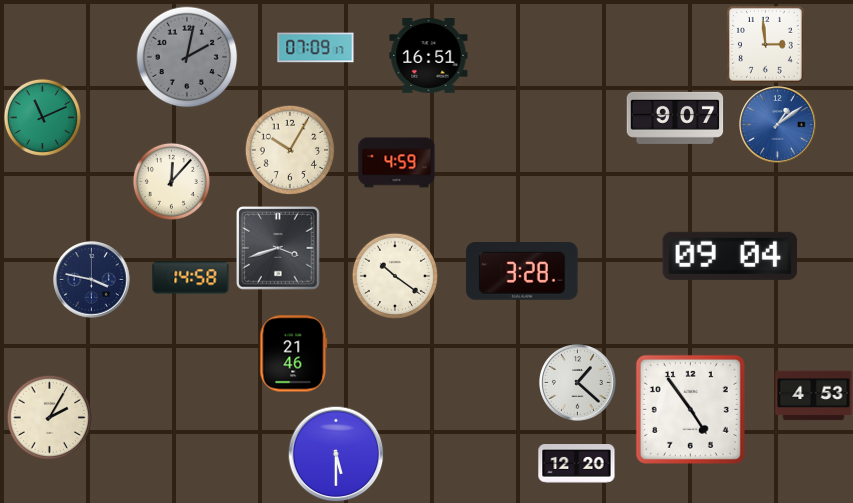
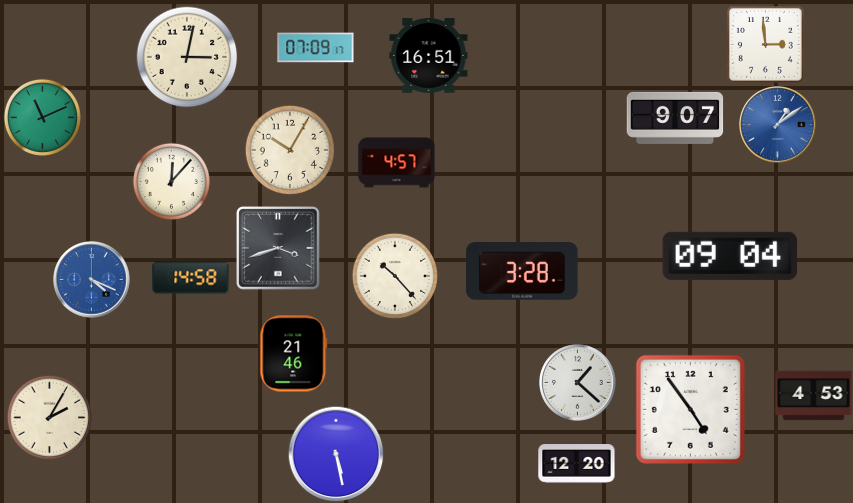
clock at (187, 57): 2:02 -> 3:02
clock at (187, 57) dial: grey -> cream
clock at (397, 163): 4:59 -> 4:57
clock at (394, 275): 10:21 -> 10:23
clock at (92, 280): 3:47 -> 4:19
clock at (92, 280) dial: navy -> blue
clock at (336, 454): 5:30 -> 5:28
